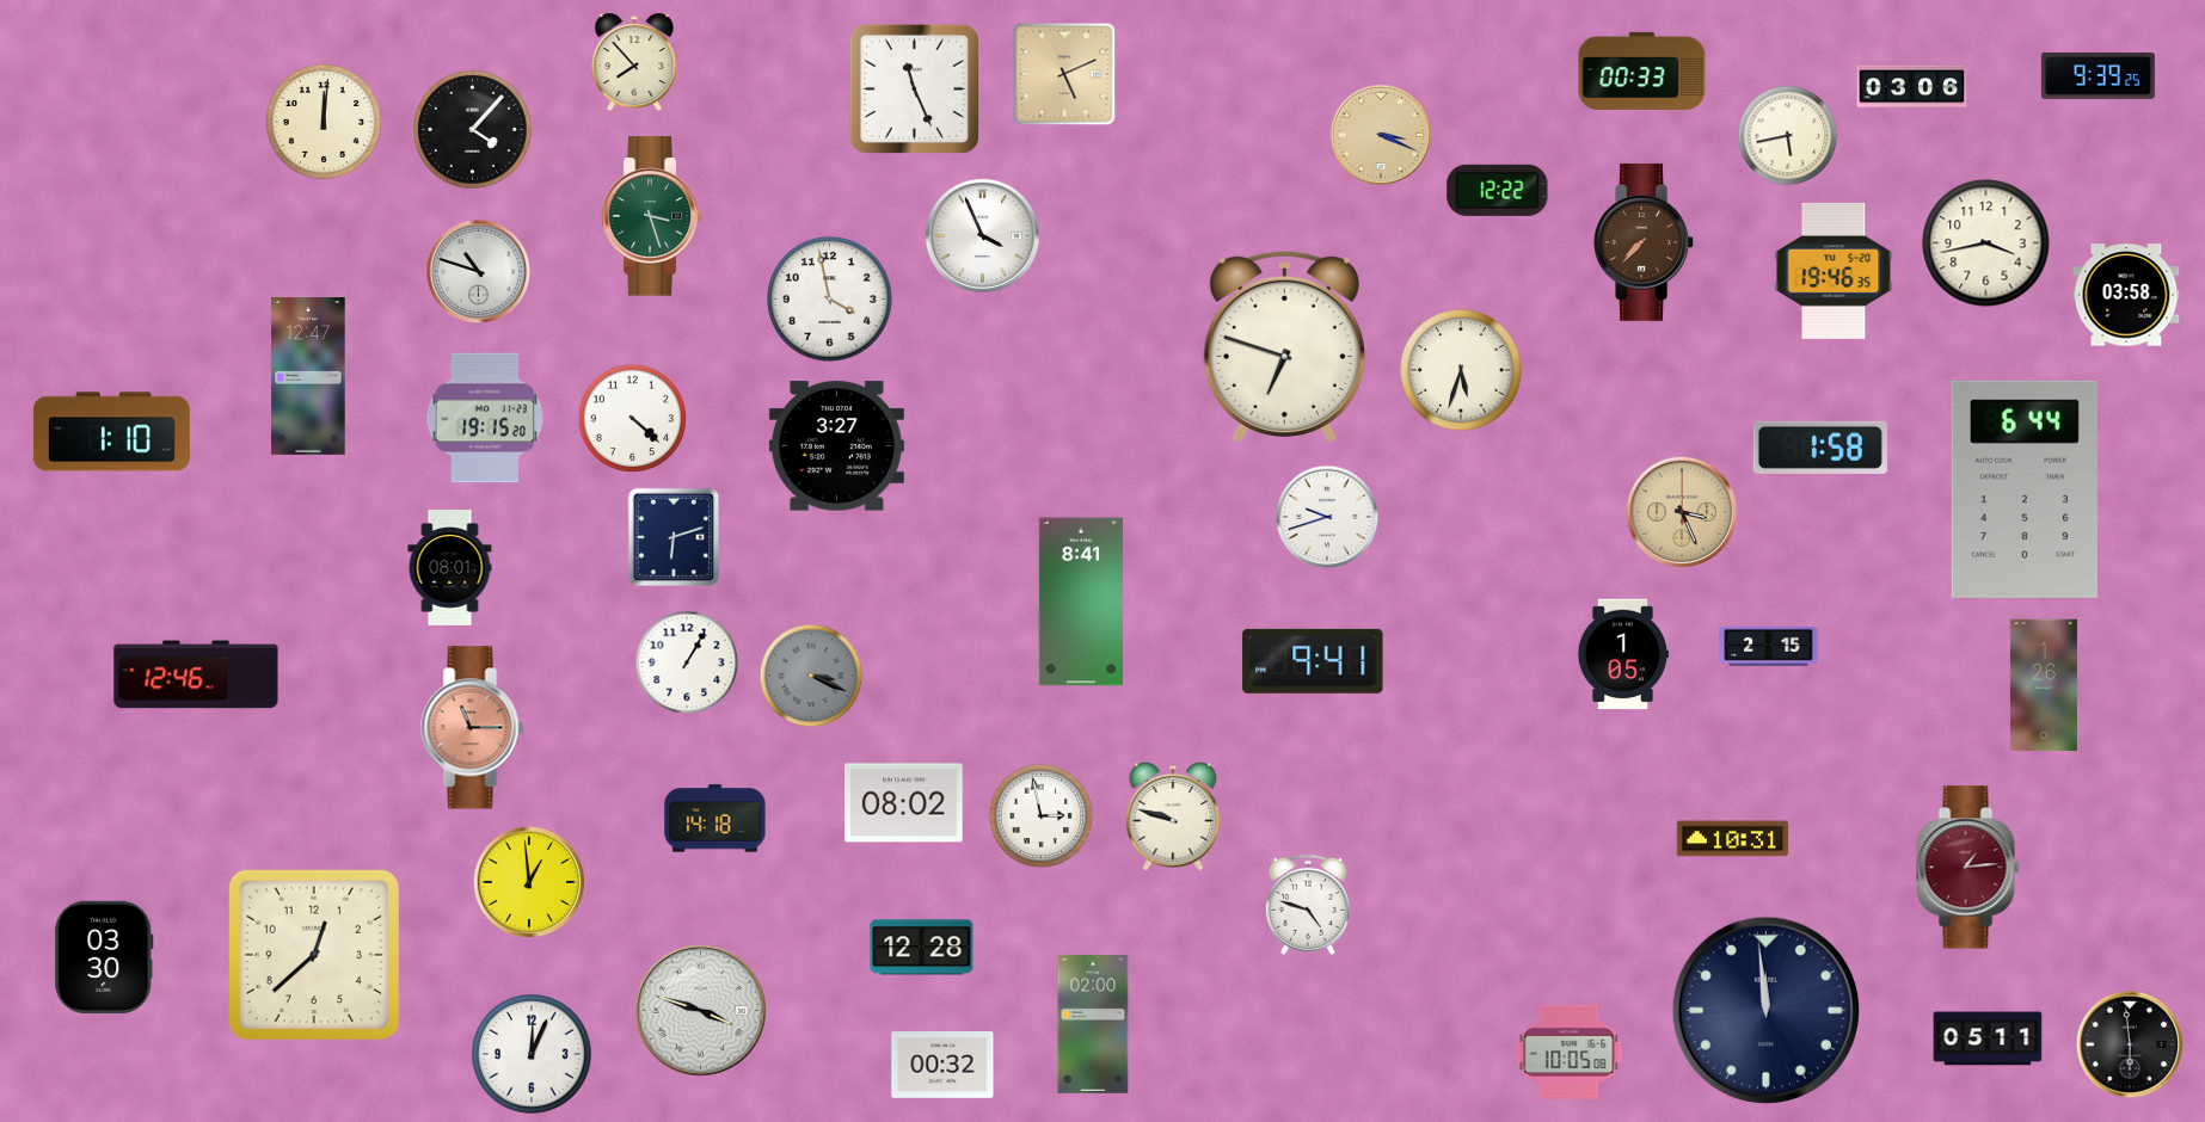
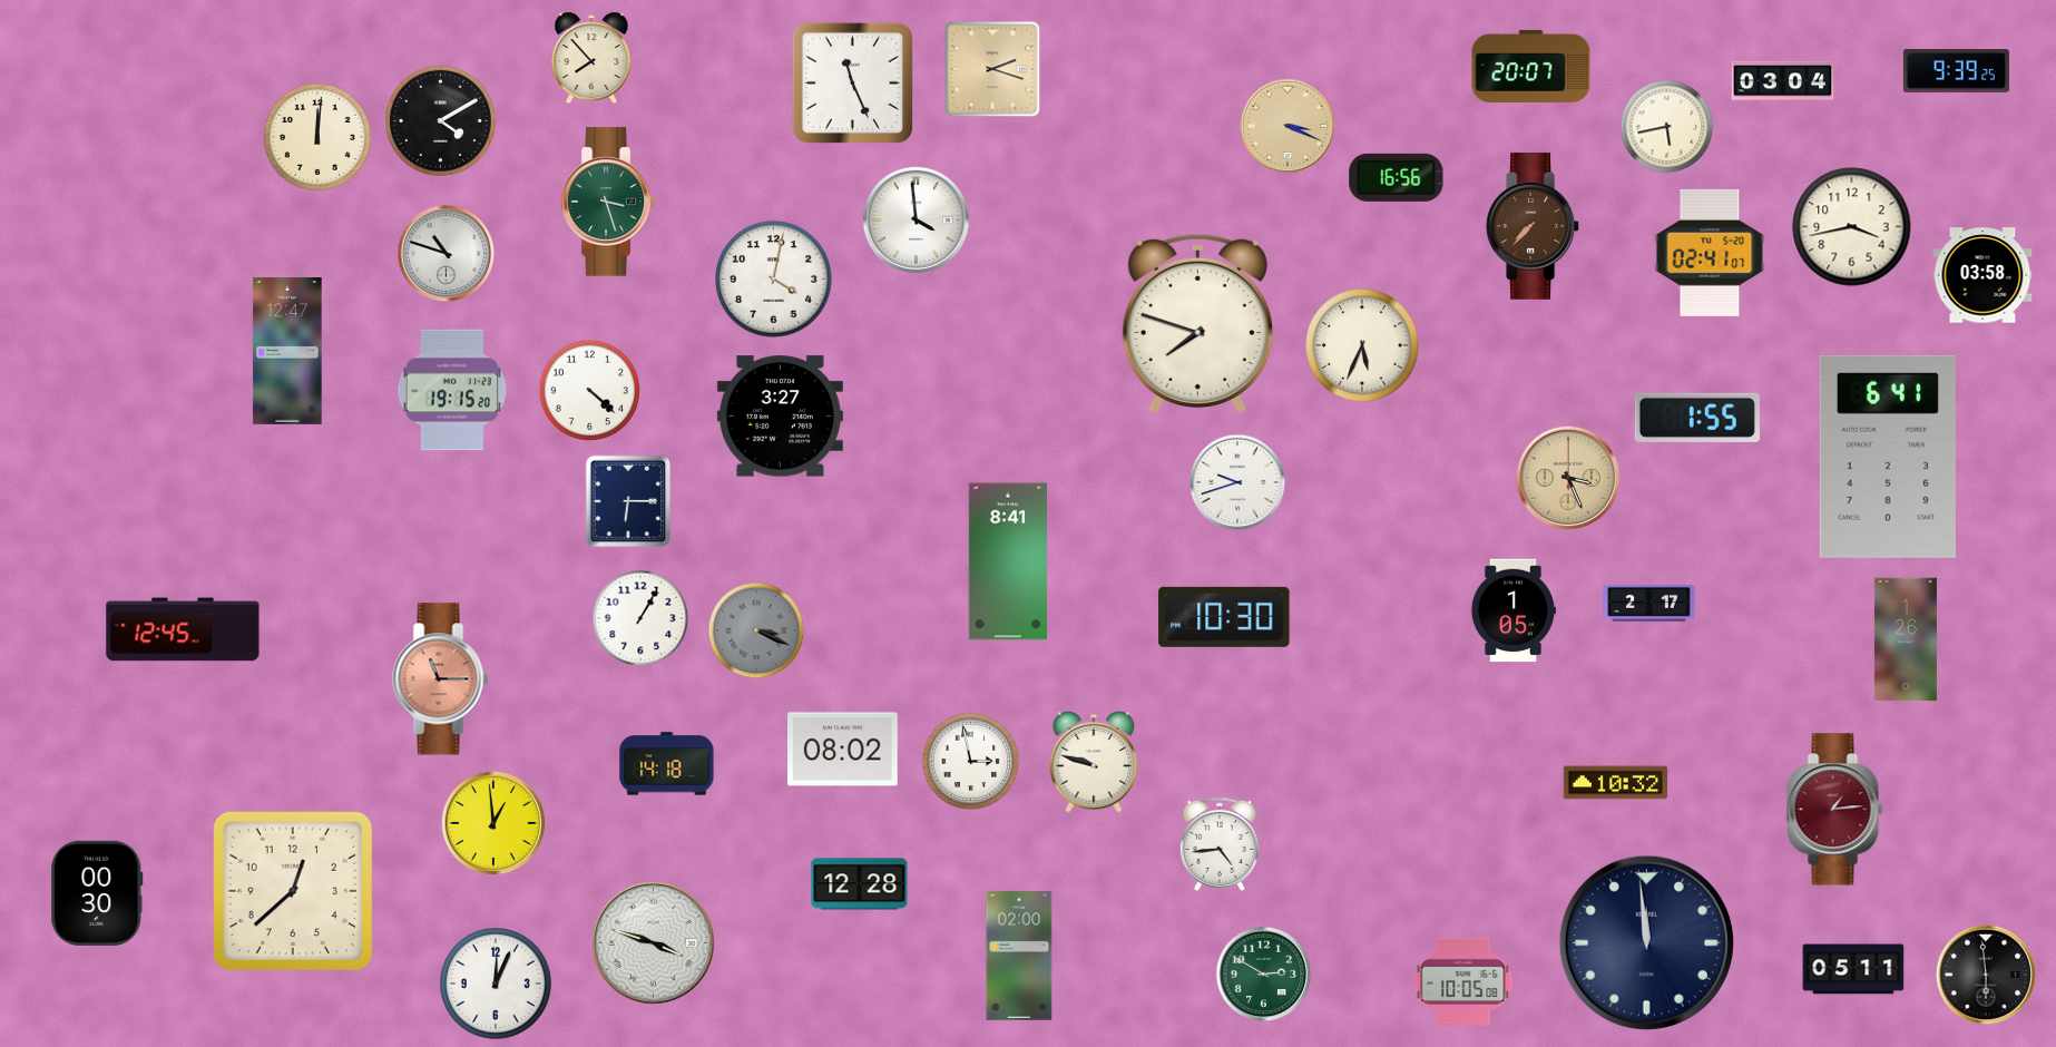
clock at (1642, 70): 00:33 -> 20:07
clock at (1064, 74): 5:11 -> 2:18
clock at (1912, 87): 03:06 -> 03:04
clock at (324, 122) position: (324, 122) -> (317, 137)
clock at (473, 130): 4:07 -> 4:10
clock at (1498, 190): 12:22 -> 16:56
clock at (982, 235): 3:56 -> 3:59
clock at (1834, 271): 19:46 -> 02:41
clock at (830, 300): 3:58 -> 4:02
clock at (1284, 346): 6:48 -> 7:48
clock at (1461, 370): 5:33 -> 5:34
clock at (111, 432): 1:10 -> none
clock at (1820, 448): 1:58 -> 1:55
clock at (2025, 489): 6:44 -> 6:41
clock at (674, 537): 6:12 -> 6:15
clock at (450, 568): 08:01 -> none
clock at (1769, 646): 2:15 -> 2:17
clock at (1313, 661): 9:41 -> 10:30
clock at (196, 674): 12:46 -> 12:45
clock at (1733, 839): 10:31 -> 10:32
clock at (1308, 905): 4:48 -> 4:44
clock at (104, 957): 03:30 -> 00:30
clock at (1264, 975): none -> 2:50
clock at (942, 1066): 00:32 -> none
